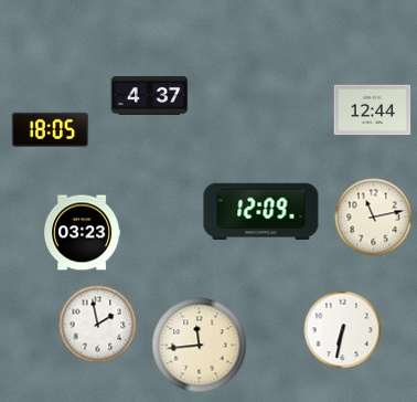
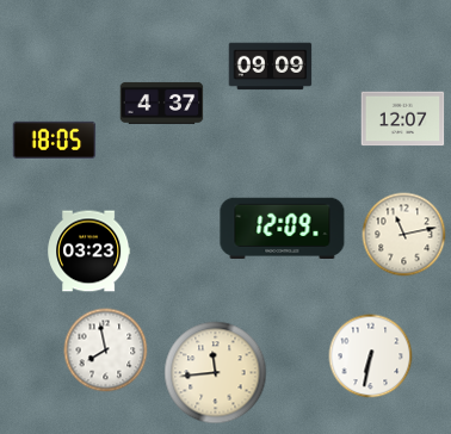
clock at (271, 67): none -> 09:09
clock at (373, 110): 12:44 -> 12:07
clock at (98, 325): 1:58 -> 7:58
